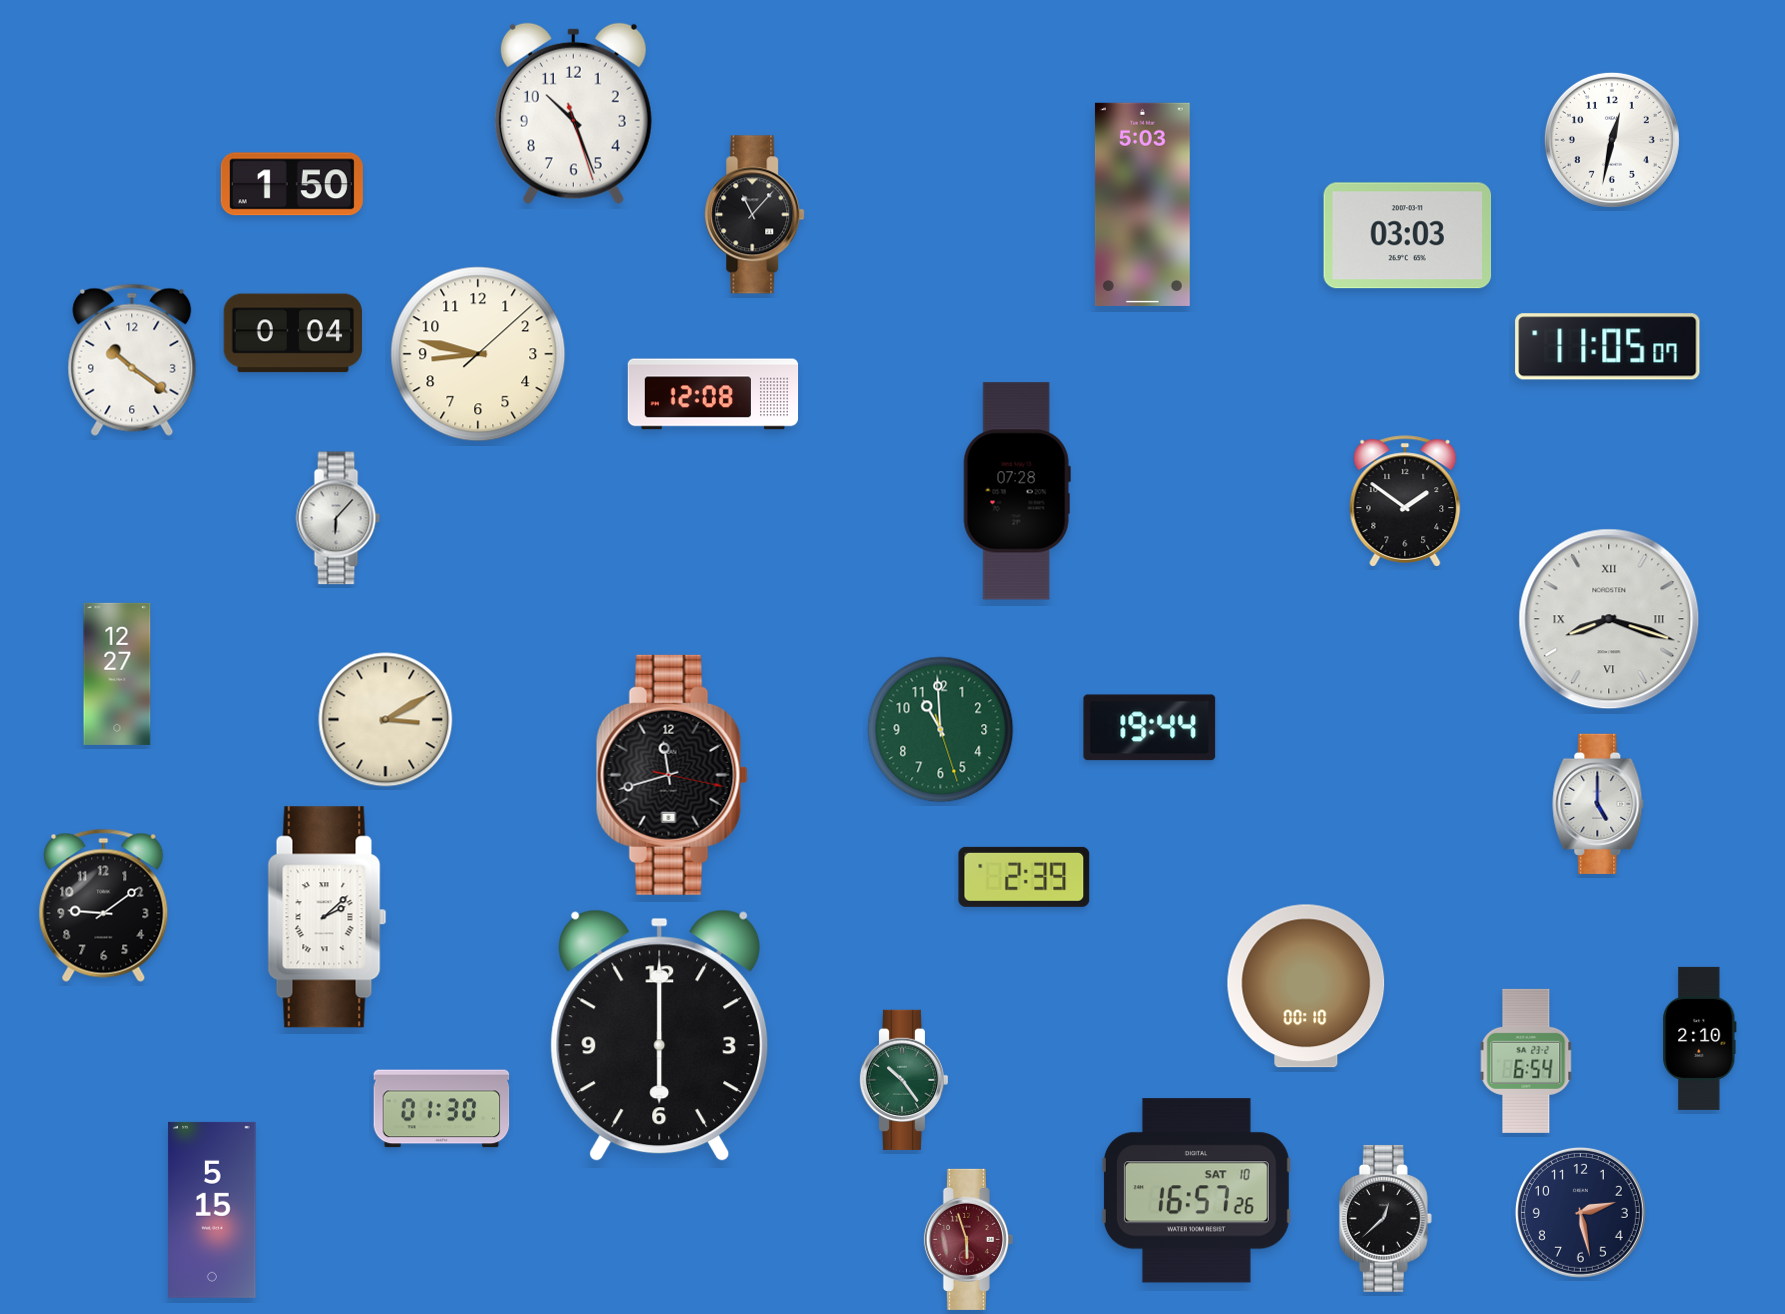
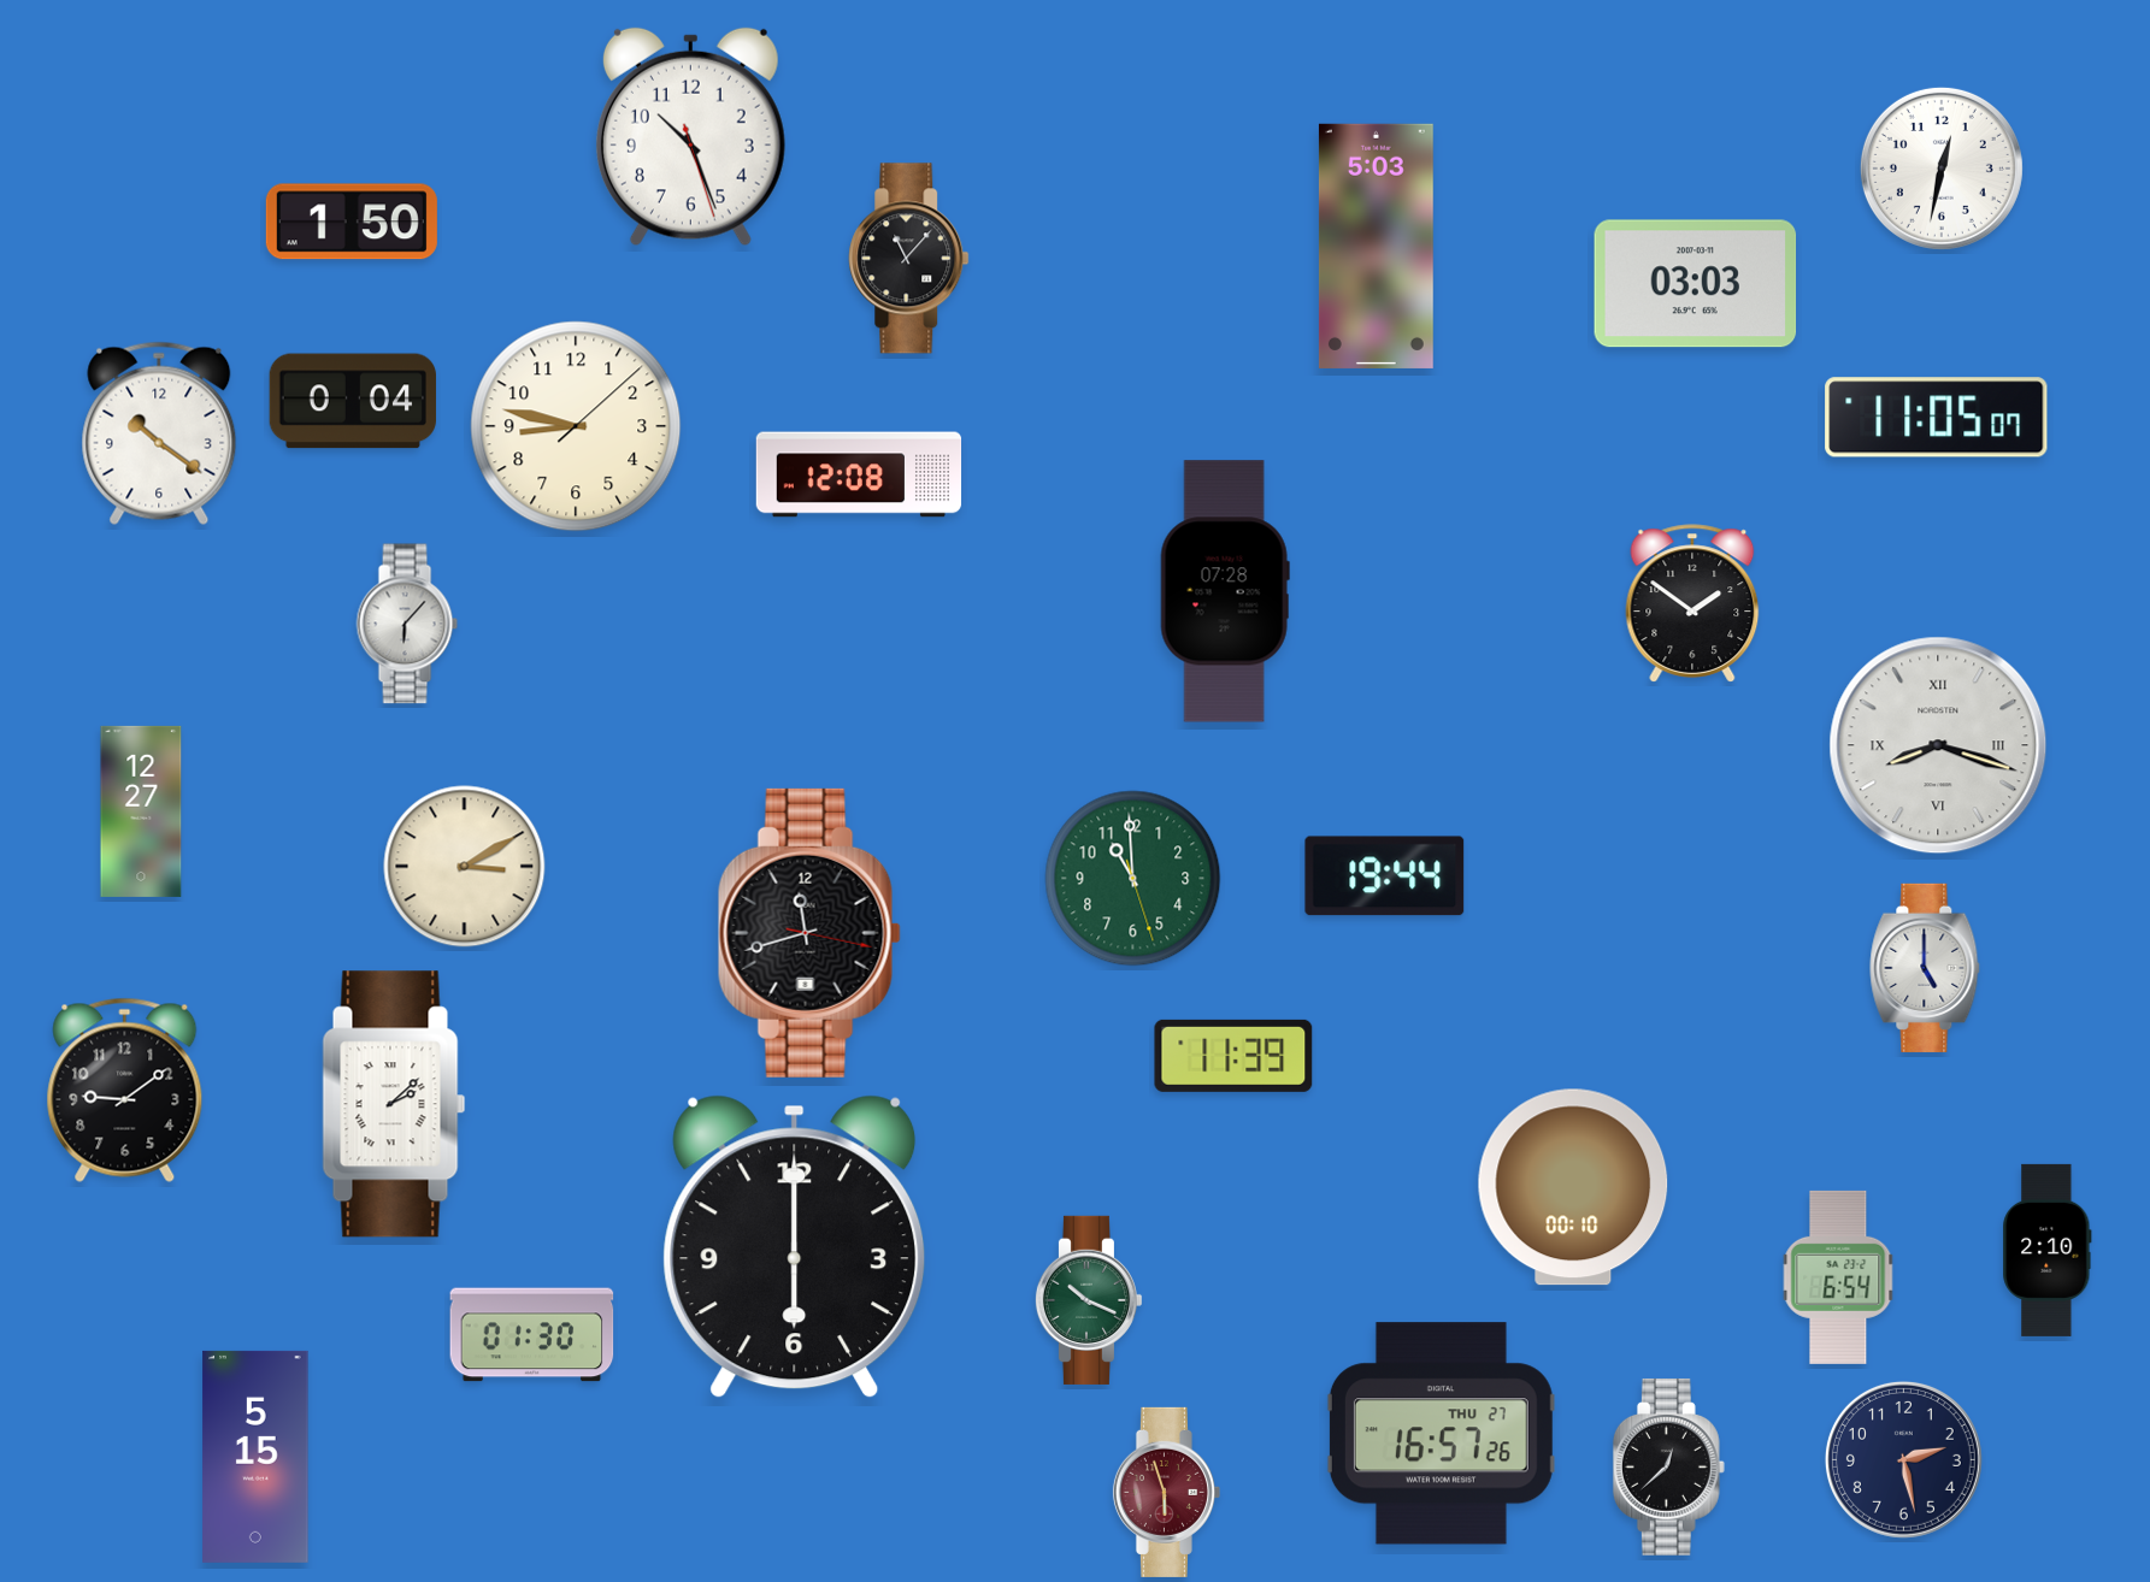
clock at (1024, 877): 2:39 -> 11:39
clock at (903, 1080): 10:24 -> 10:19
clock at (1196, 1191) date: SAT 10 -> THU 27
